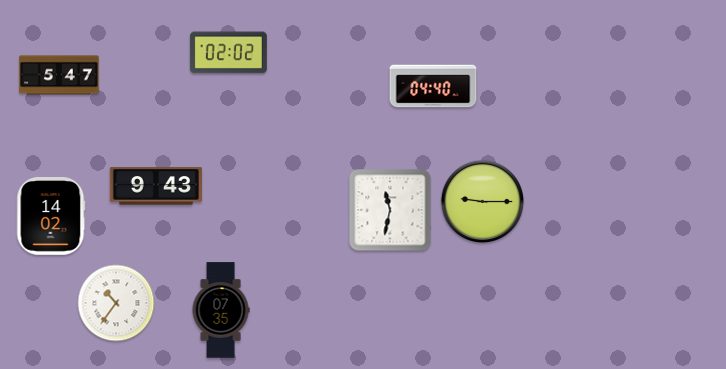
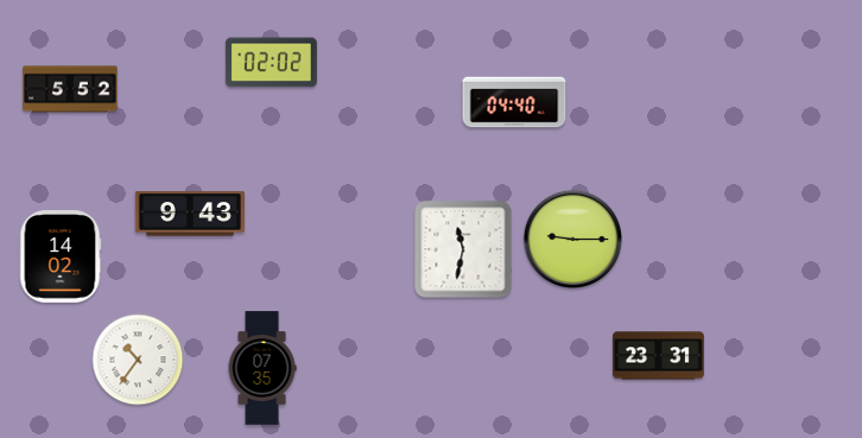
clock at (59, 75): 5:47 -> 5:52
clock at (156, 186) position: (156, 186) -> (190, 214)
clock at (658, 356): none -> 23:31
